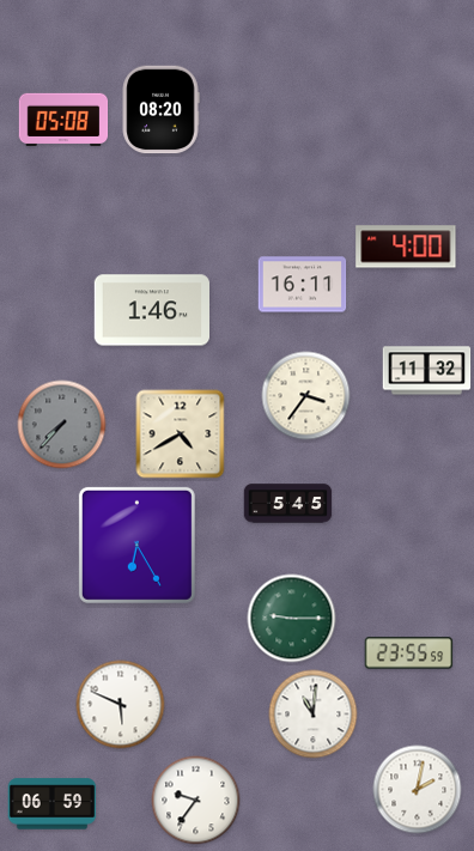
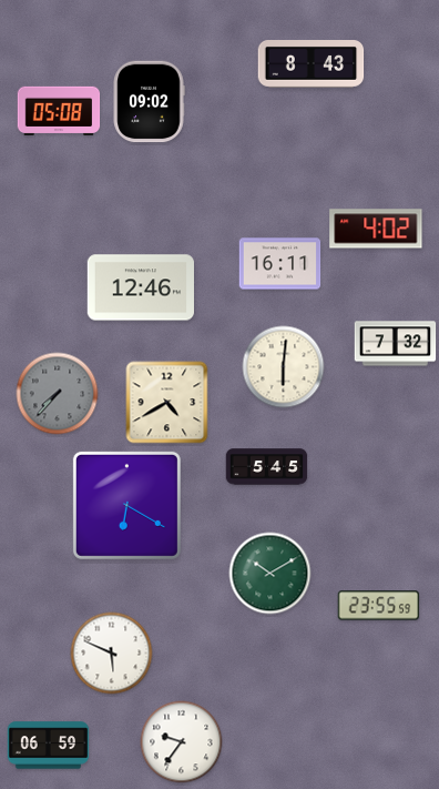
clock at (312, 64): none -> 8:43
clock at (160, 110): 08:20 -> 09:02
clock at (406, 247): 4:00 -> 4:02
clock at (151, 310): 1:46 -> 12:46
clock at (427, 371): 11:32 -> 7:32
clock at (306, 396): 3:36 -> 6:01
clock at (136, 545): 6:25 -> 6:20
clock at (292, 619): 9:15 -> 10:10
clock at (314, 715): 11:01 -> none
clock at (418, 790): 2:02 -> none
